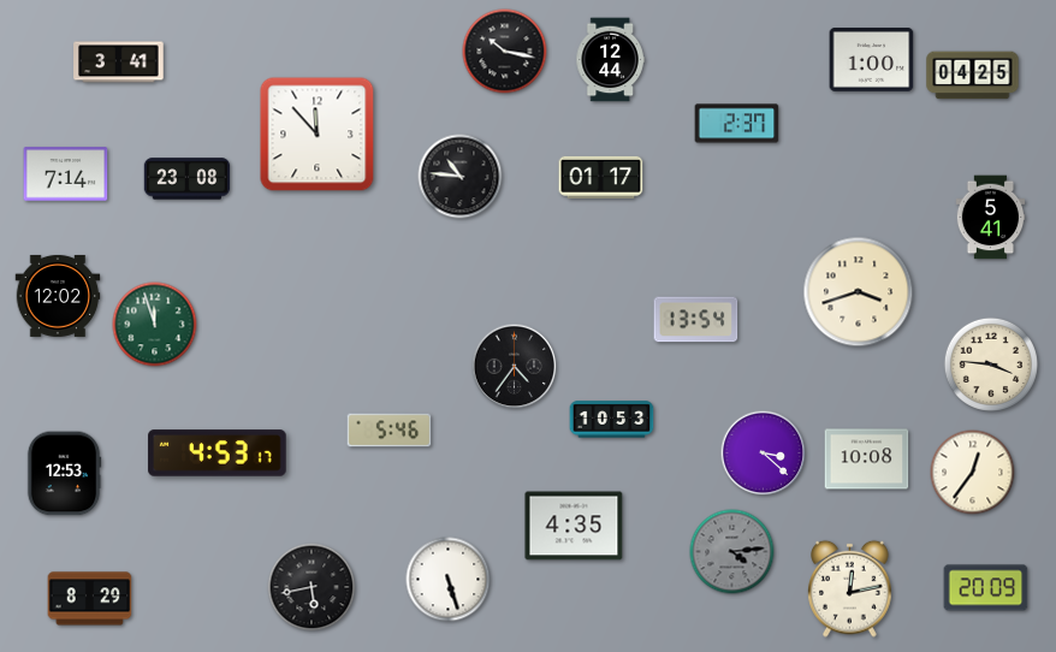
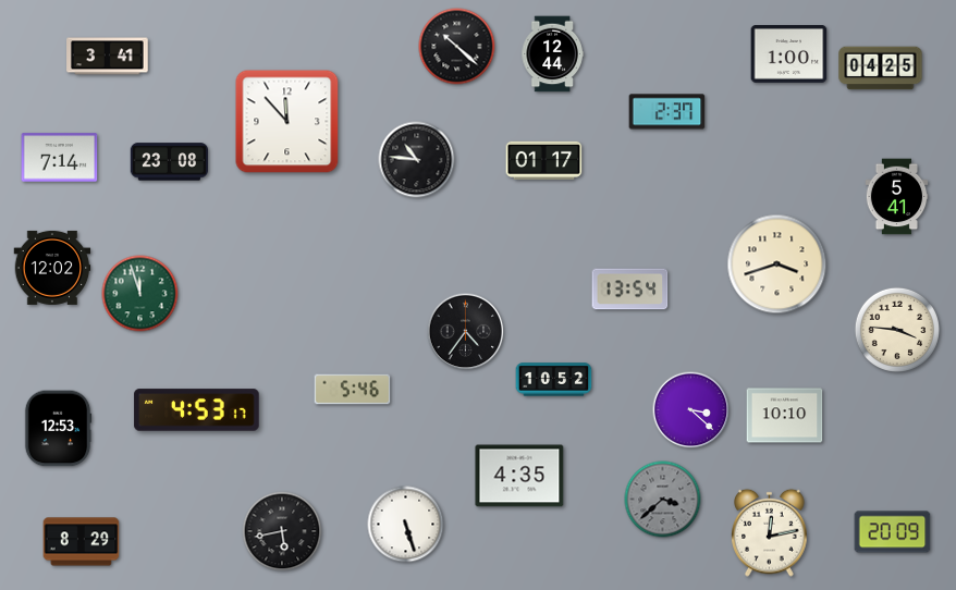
clock at (505, 52): 10:17 -> 10:22
clock at (612, 420): 10:53 -> 10:52
clock at (867, 460): 10:08 -> 10:10
clock at (973, 473): 12:36 -> none
clock at (732, 552): 4:14 -> 3:38
